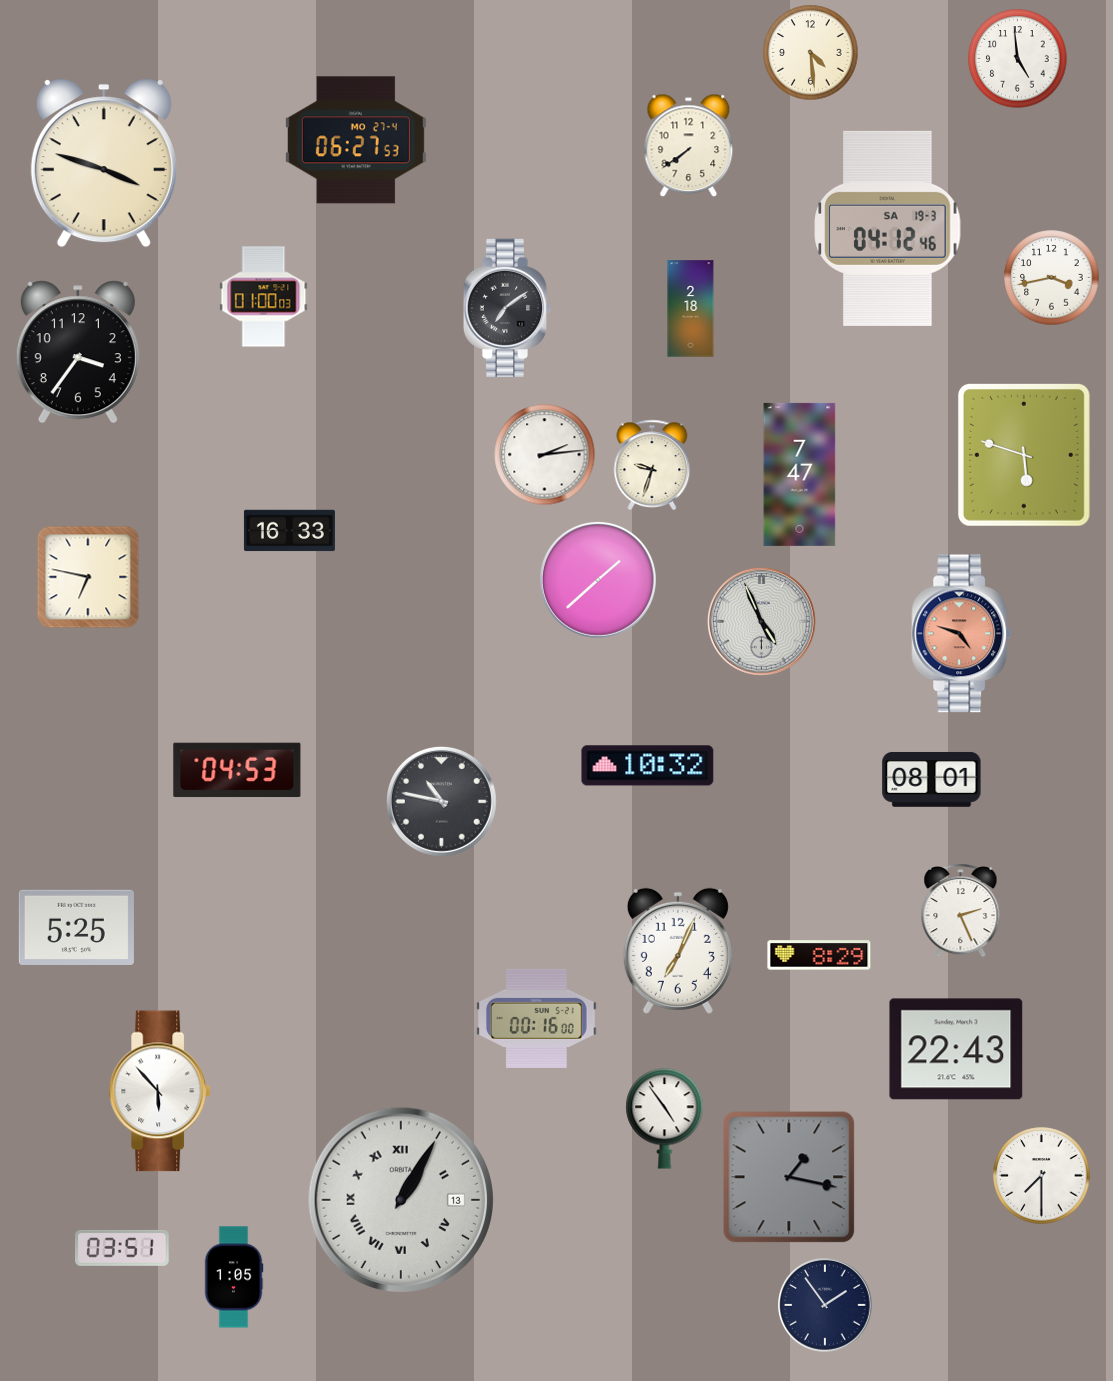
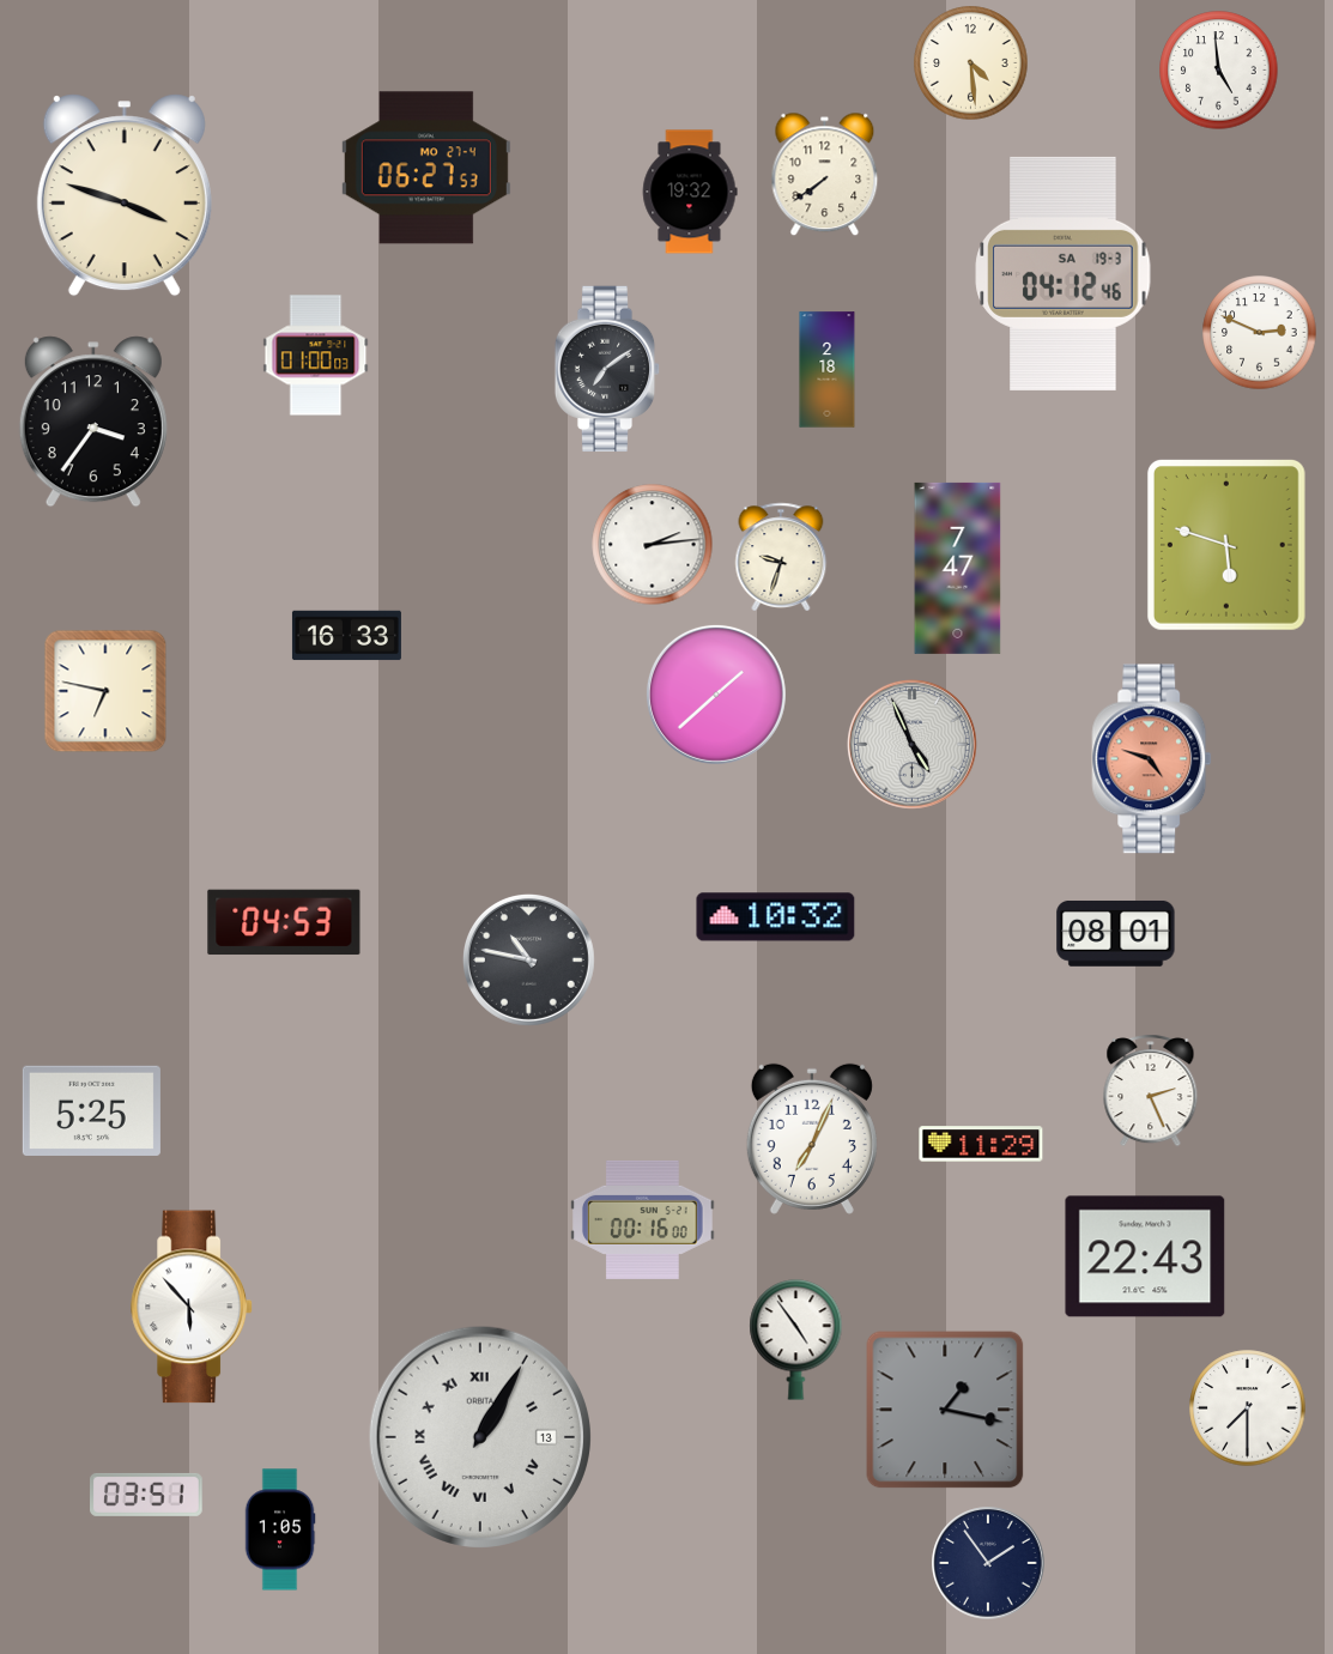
clock at (690, 192): none -> 19:32
clock at (1052, 278): 3:43 -> 2:49
clock at (819, 955): 8:29 -> 11:29
